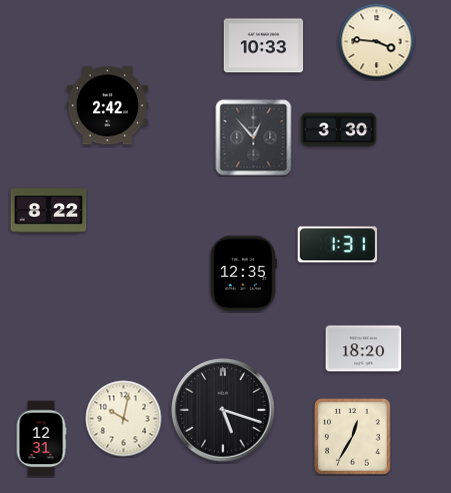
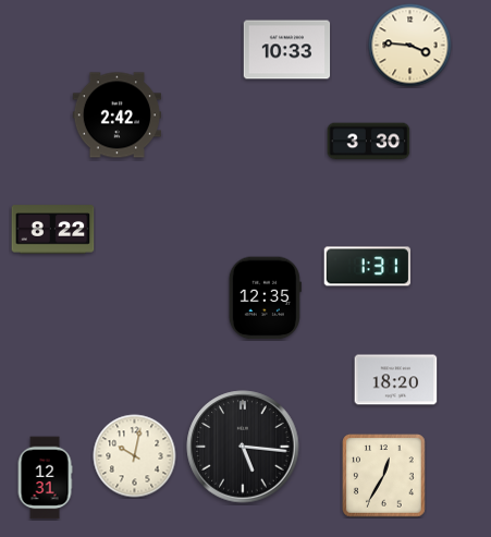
clock at (254, 138): 12:53 -> none
clock at (223, 410): 5:18 -> 5:16
